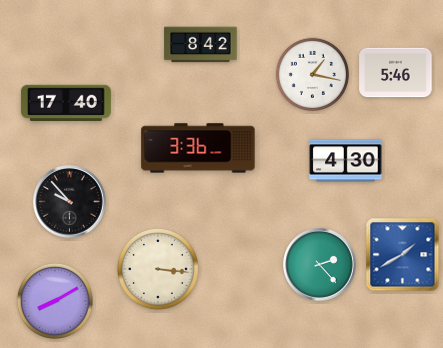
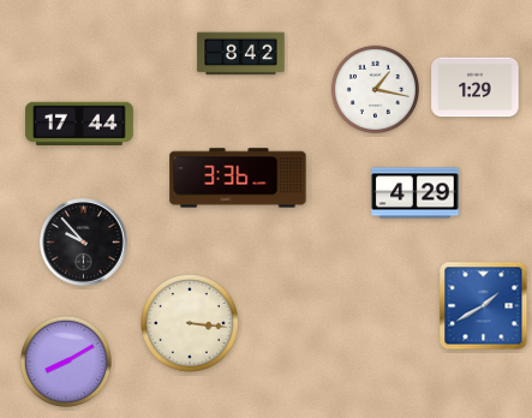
clock at (396, 73): 5:46 -> 1:29
clock at (66, 102): 17:40 -> 17:44
clock at (346, 161): 4:30 -> 4:29
clock at (320, 265): 2:23 -> none
